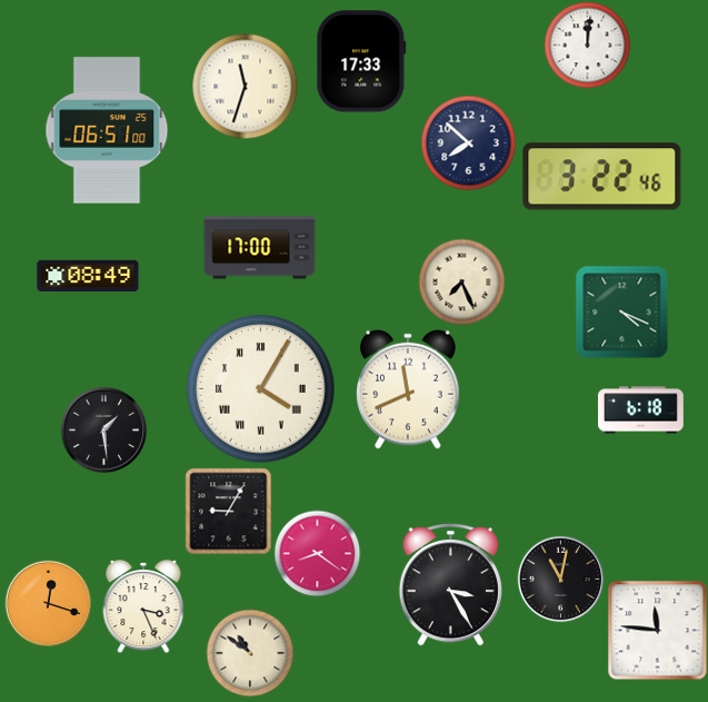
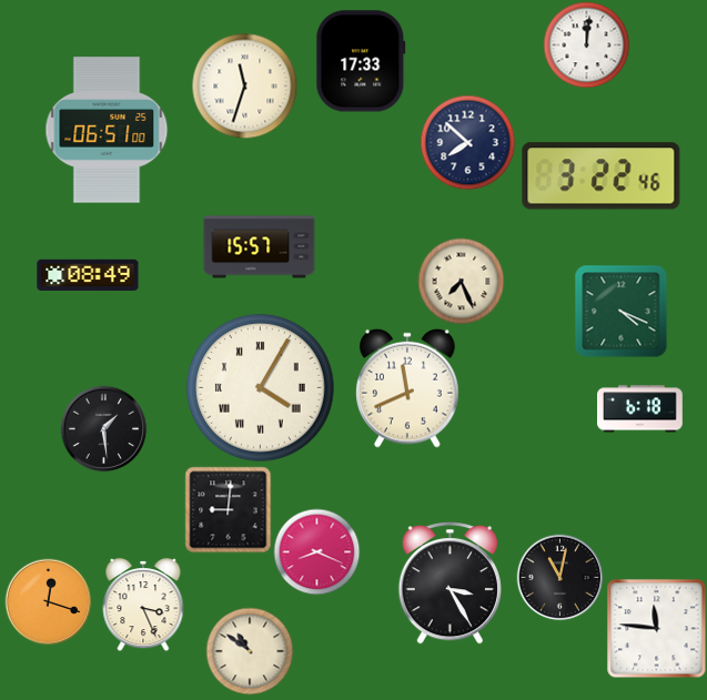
clock at (260, 248): 17:00 -> 15:57
clock at (228, 511): 9:05 -> 9:01
clock at (317, 553): 8:21 -> 8:19
